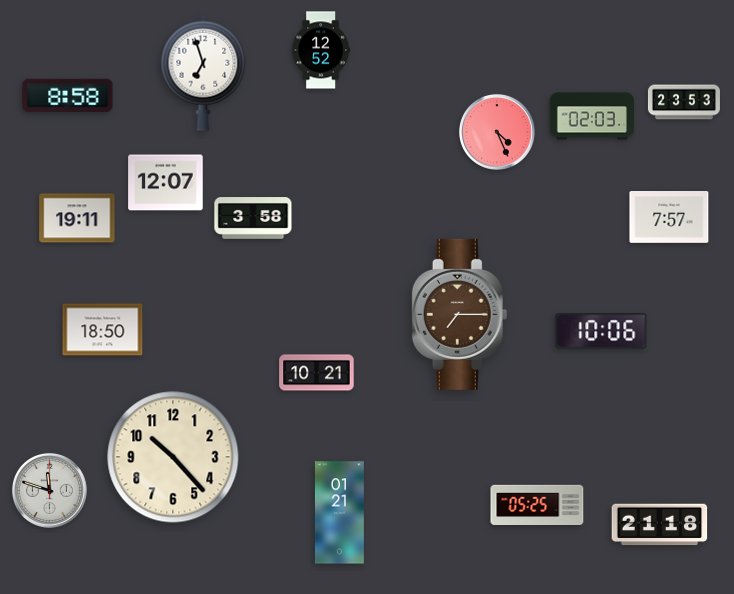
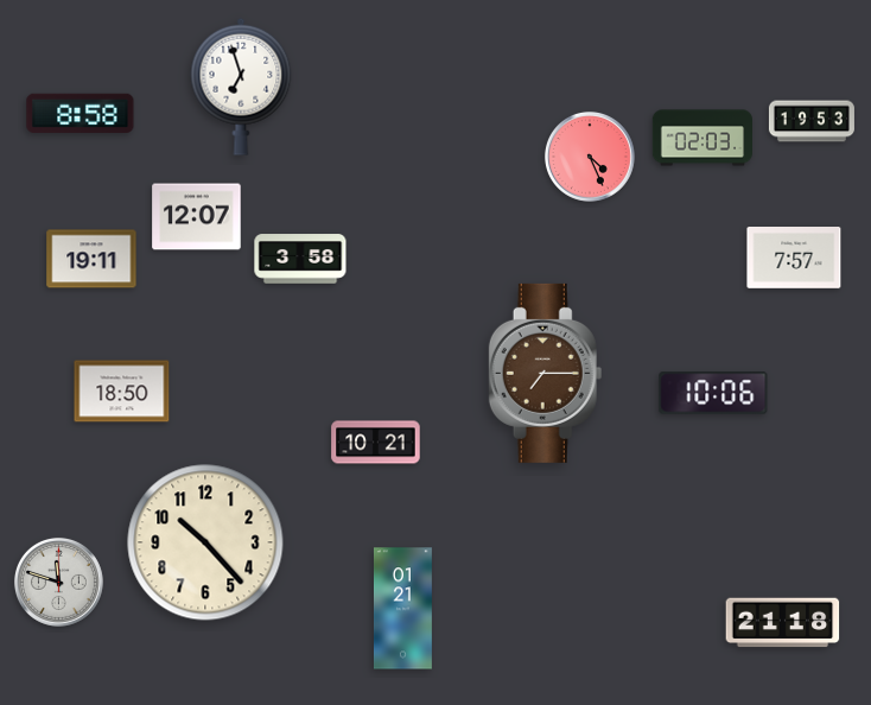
clock at (321, 50): 12:52 -> none
clock at (684, 102): 23:53 -> 19:53
clock at (537, 504): 05:25 -> none
